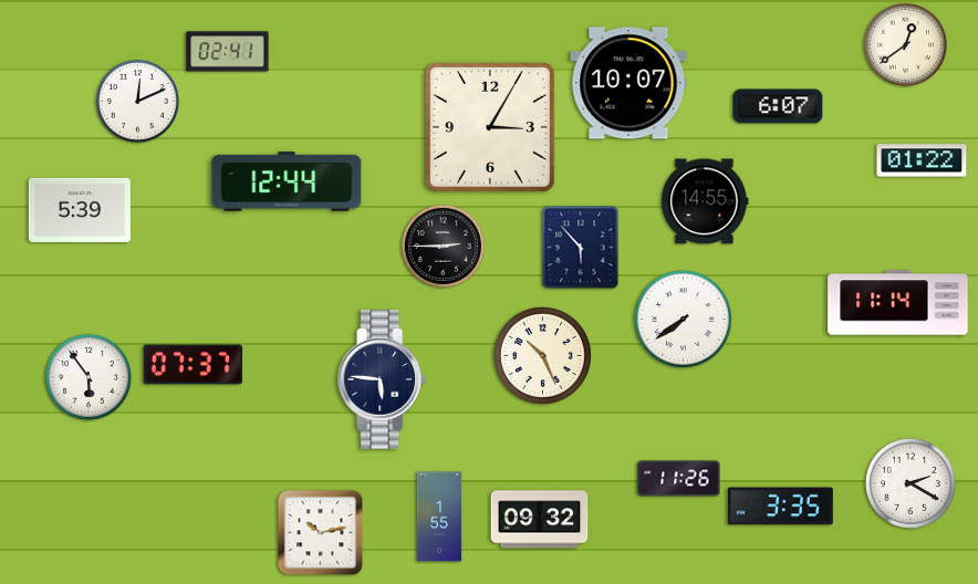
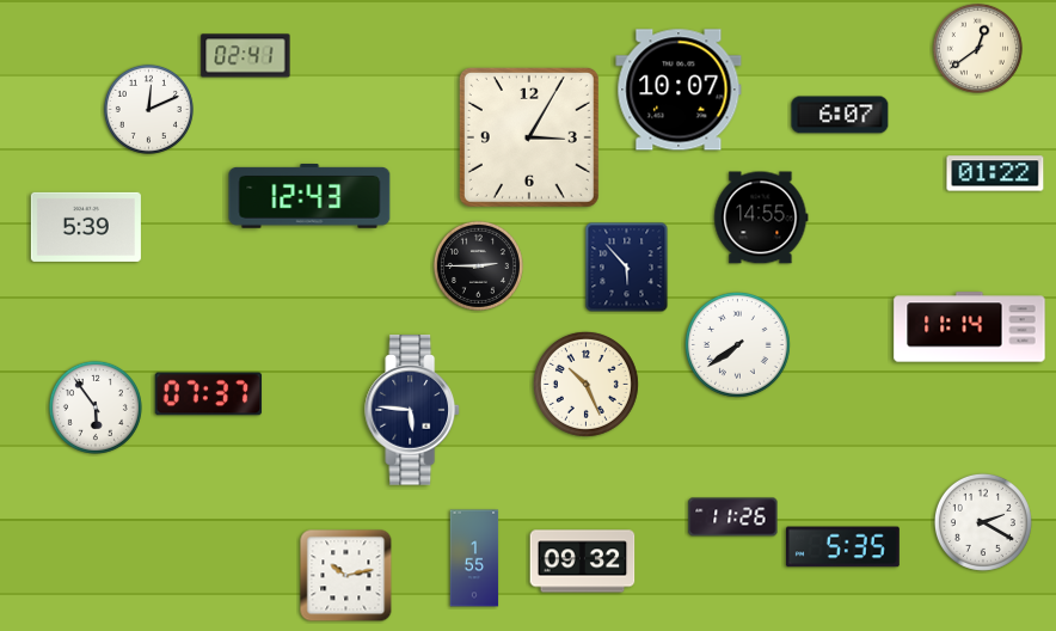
clock at (287, 182): 12:44 -> 12:43
clock at (780, 507): 3:35 -> 5:35
